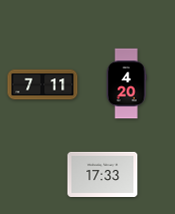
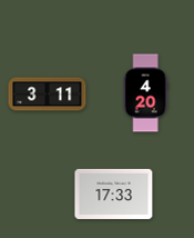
clock at (126, 84) position: (126, 84) -> (145, 93)
clock at (43, 85): 7:11 -> 3:11
